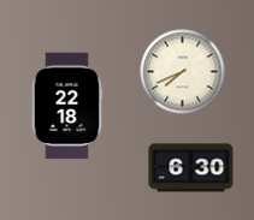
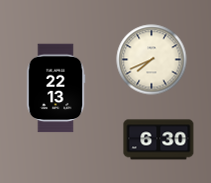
clock at (67, 106): 22:18 -> 22:13
